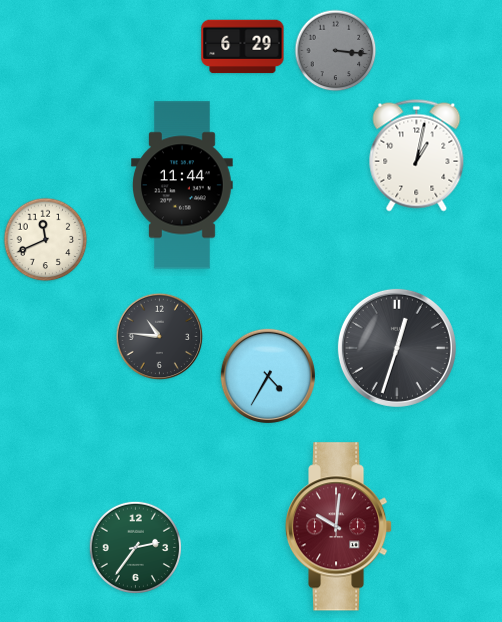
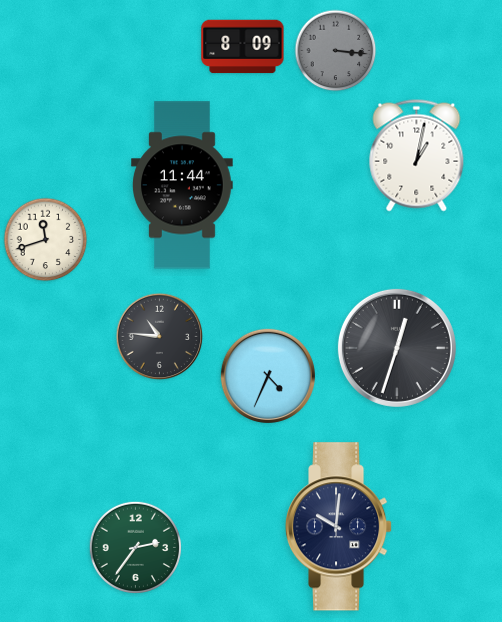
clock at (243, 47): 6:29 -> 8:09
clock at (46, 240): 11:41 -> 11:42
clock at (267, 375): 4:35 -> 4:34
clock at (339, 527) dial: burgundy -> navy
